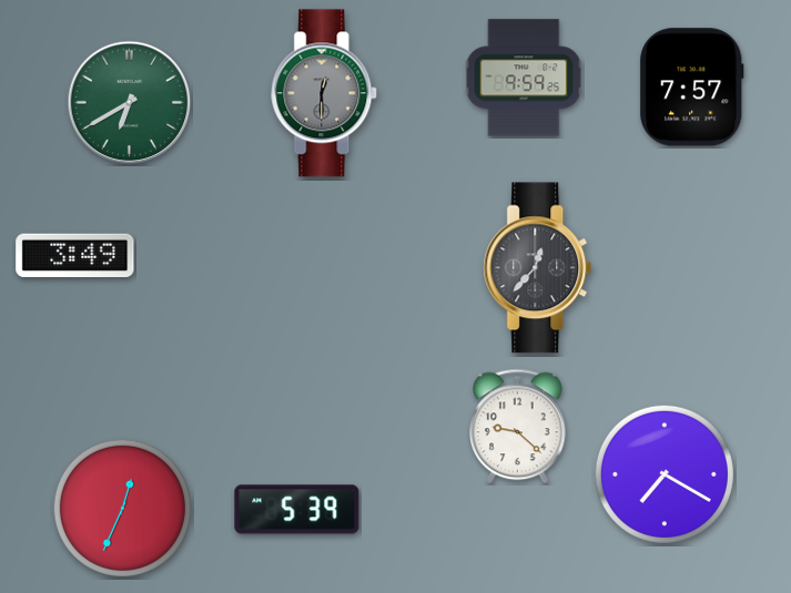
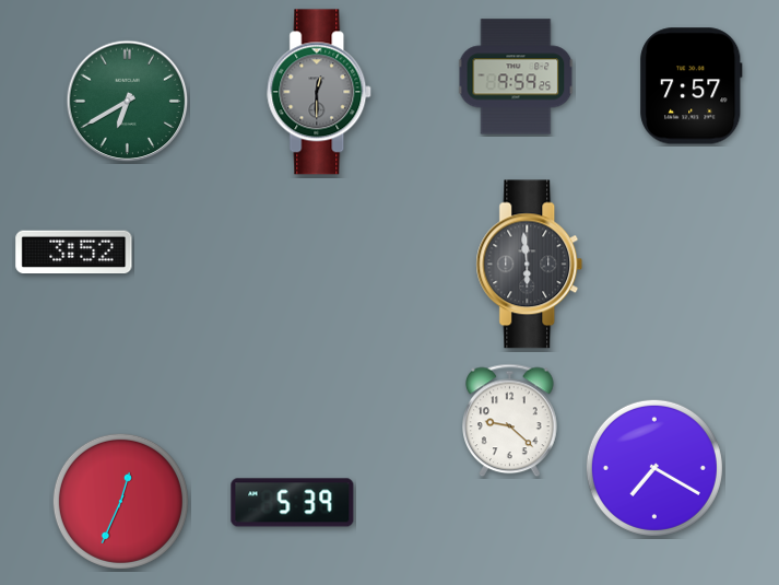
clock at (692, 88) position: (692, 88) -> (692, 86)
clock at (75, 256): 3:49 -> 3:52
clock at (538, 268): 12:37 -> 5:59
